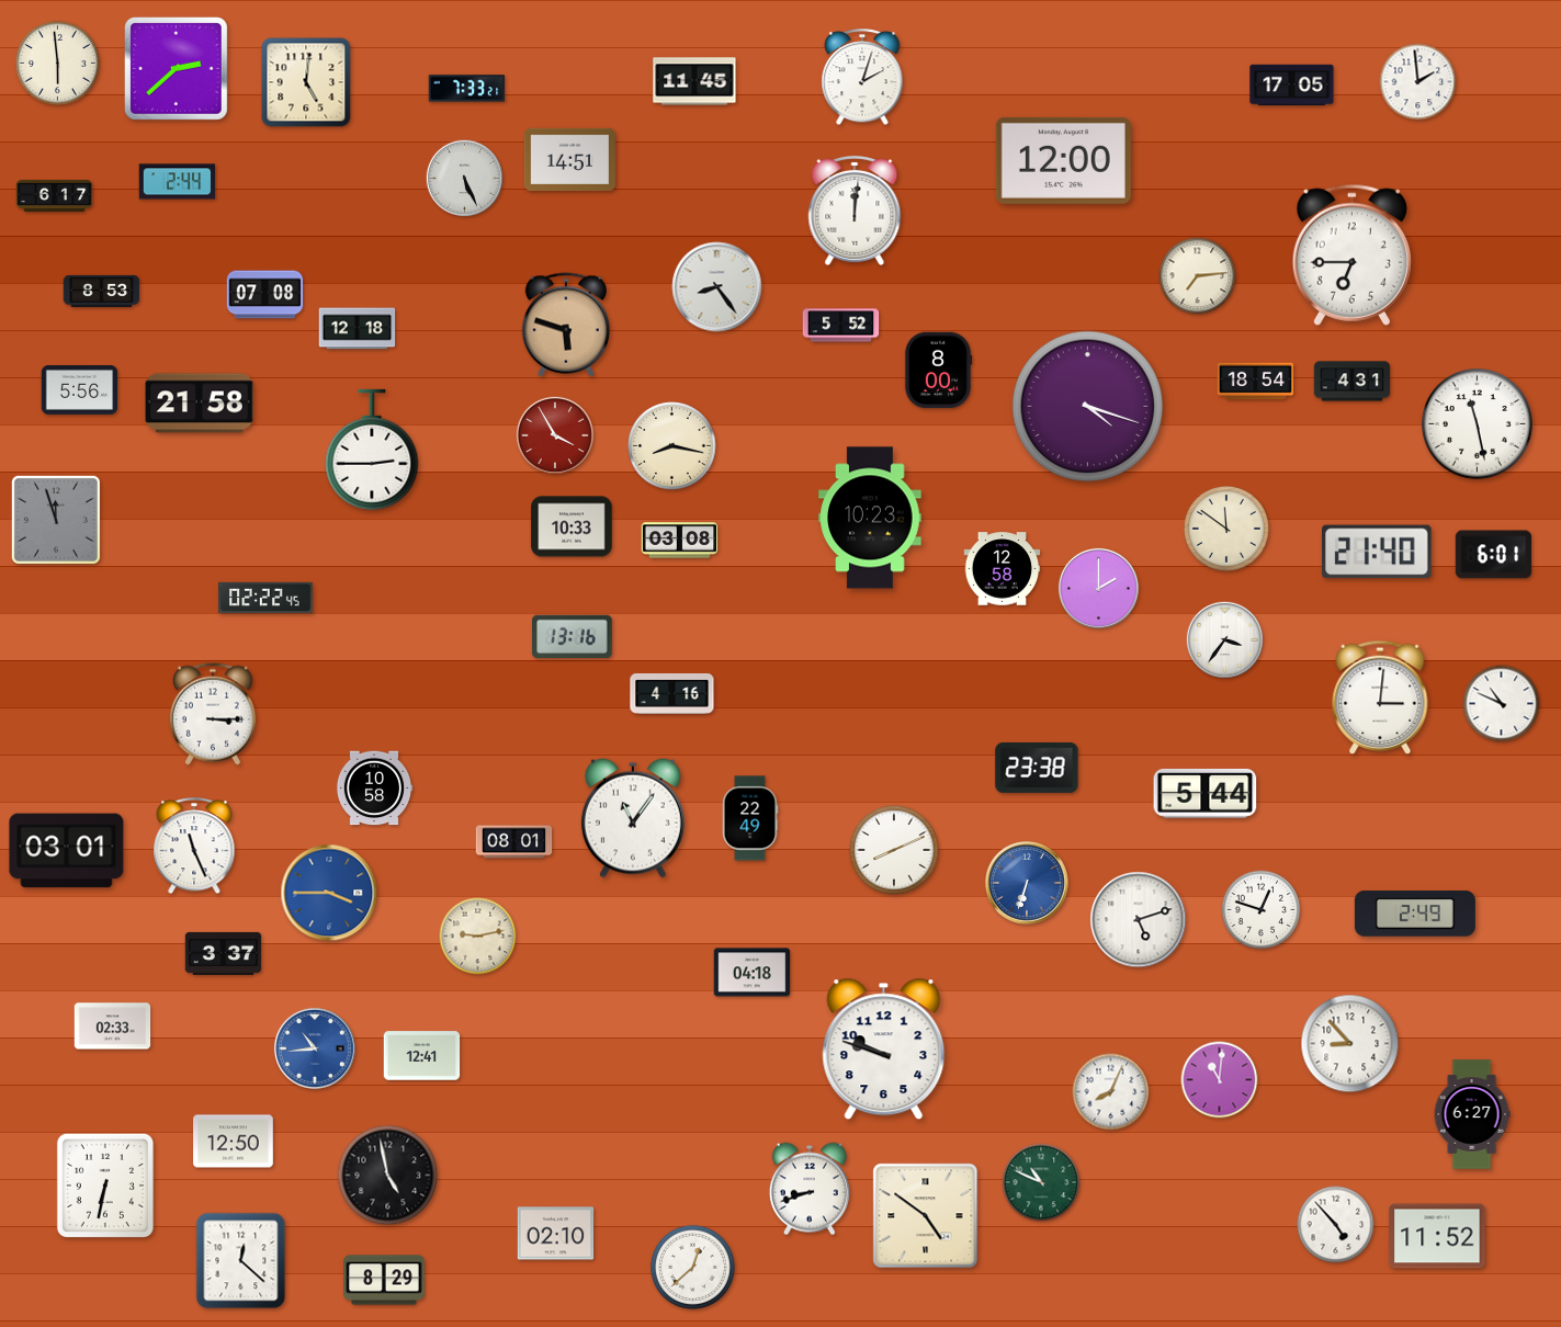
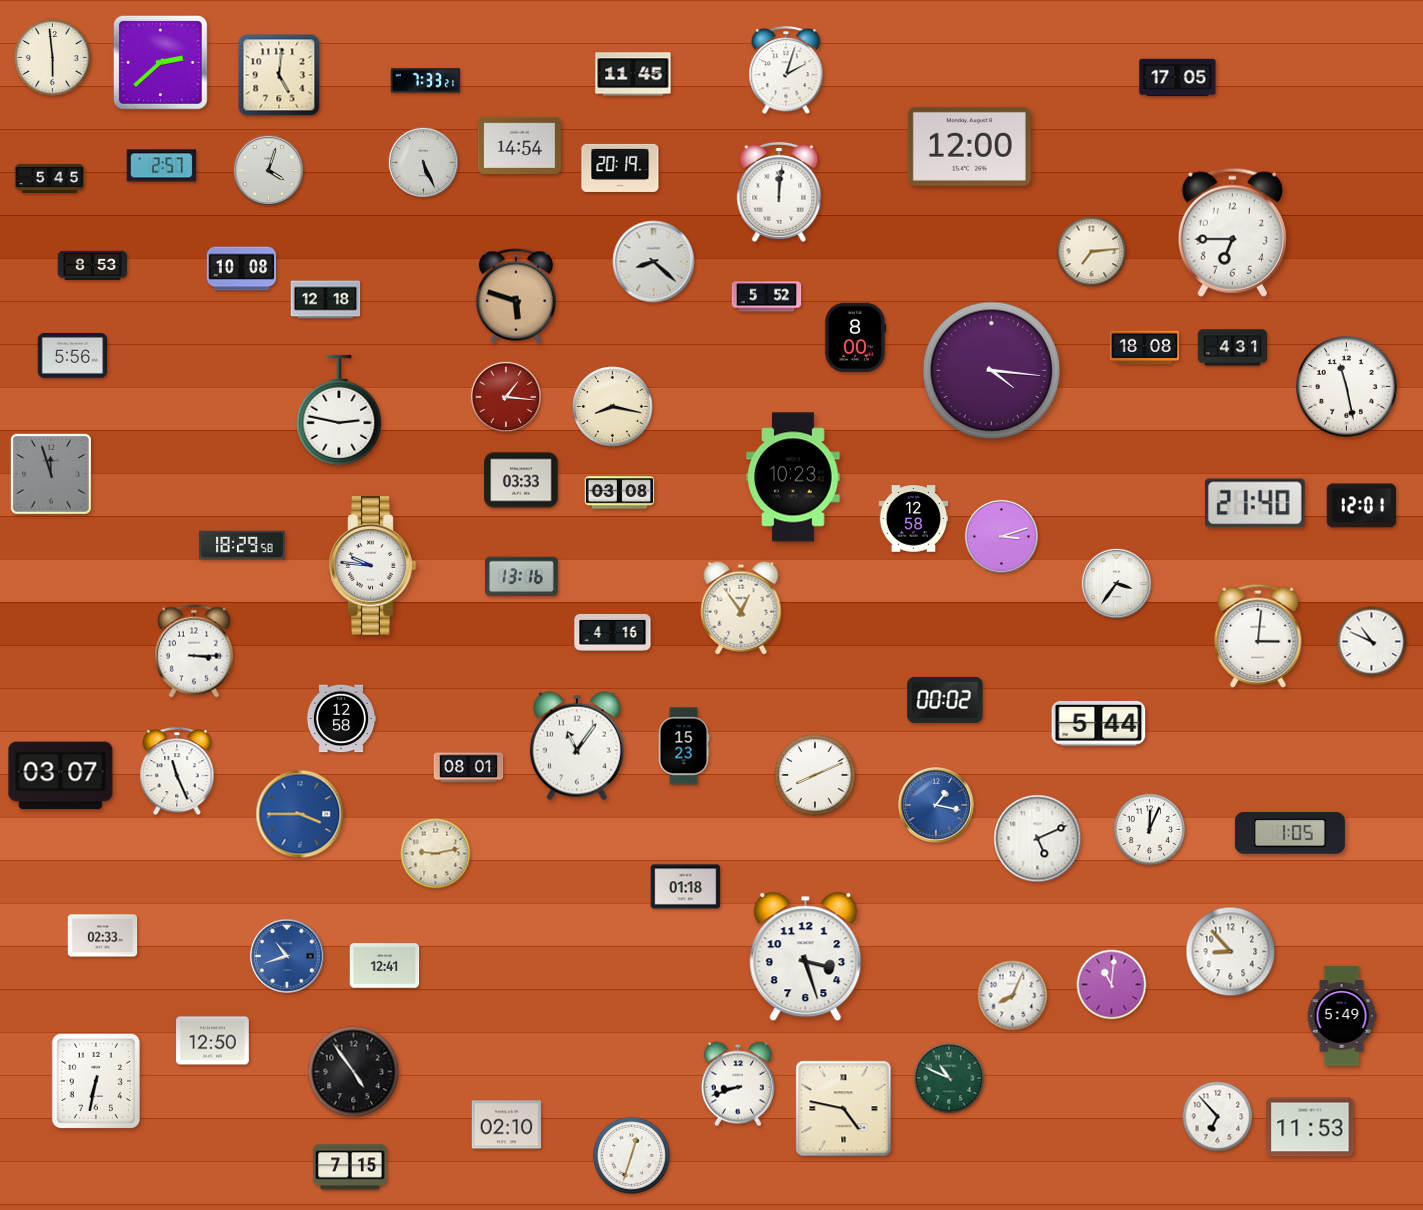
clock at (1418, 82): 1:59 -> none
clock at (569, 159): 14:51 -> 14:54
clock at (178, 182): 2:44 -> 2:57
clock at (620, 168): none -> 20:19
clock at (268, 170): none -> 4:03
clock at (55, 195): 6:17 -> 5:45
clock at (717, 287): 8:24 -> 8:22
clock at (265, 295): 07:08 -> 10:08
clock at (1256, 382): 18:54 -> 18:08
clock at (200, 404): 21:58 -> none
clock at (1088, 407): 4:18 -> 4:16
clock at (555, 435): 3:55 -> 1:16
clock at (372, 450): 2:45 -> 2:47
clock at (870, 518) position: (870, 518) -> (793, 477)
clock at (572, 526): 10:33 -> 03:33
clock at (1226, 529): 11:51 -> none
clock at (1494, 555): 6:01 -> 12:01
clock at (1098, 588): 2:00 -> 3:12
clock at (265, 597): 02:22 -> 18:29
clock at (373, 566): none -> 9:46
clock at (573, 636) position: (573, 636) -> (522, 576)
clock at (741, 608): none -> 12:54
clock at (1502, 704) position: (1502, 704) -> (1372, 642)
clock at (1037, 768): 23:38 -> 00:02
clock at (374, 789): 10:58 -> 12:58
clock at (750, 818): 22:49 -> 15:23
clock at (67, 851): 03:01 -> 03:07
clock at (1027, 883): 6:33 -> 1:17
clock at (1262, 910): 12:48 -> 12:04
clock at (1415, 914): 2:49 -> 1:05
clock at (1139, 920): 5:12 -> 5:11
clock at (224, 953): 3:37 -> none
clock at (753, 973): 04:18 -> 01:18
clock at (315, 1048): 10:44 -> 10:42
clock at (884, 1050): 9:48 -> 3:27
clock at (422, 1056) position: (422, 1056) -> (385, 966)
clock at (1472, 1114): 6:27 -> 5:49
clock at (388, 1176): 4:58 -> 4:54
clock at (926, 1216): 4:51 -> 4:47
clock at (1336, 1225): 4:53 -> 6:53
clock at (1437, 1236): 11:52 -> 11:53
clock at (241, 1261): 12:22 -> none
clock at (692, 1267): 12:38 -> 12:33
clock at (384, 1280): 8:29 -> 7:15
